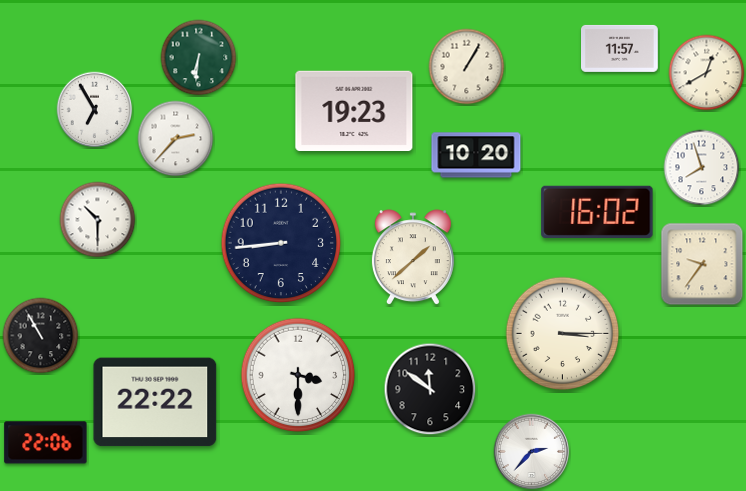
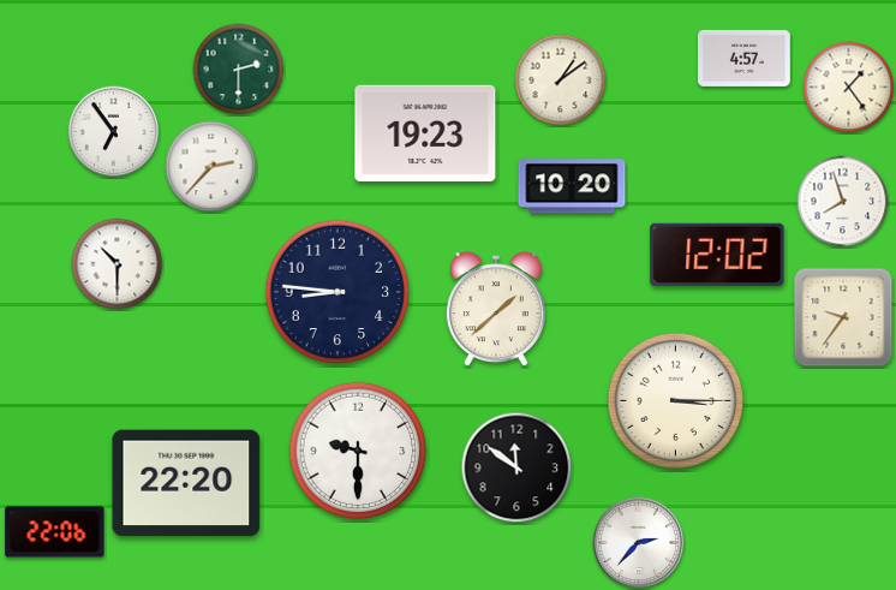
clock at (620, 48): 11:57 -> 4:57
clock at (199, 58): 6:31 -> 2:30
clock at (467, 67): 1:05 -> 1:09
clock at (707, 73): 12:40 -> 1:24
clock at (95, 110): 6:55 -> 6:54
clock at (597, 212): 16:02 -> 12:02
clock at (281, 243): 8:44 -> 8:46
clock at (41, 336): 10:55 -> none
clock at (298, 375): 3:30 -> 9:30
clock at (155, 402): 22:22 -> 22:20
